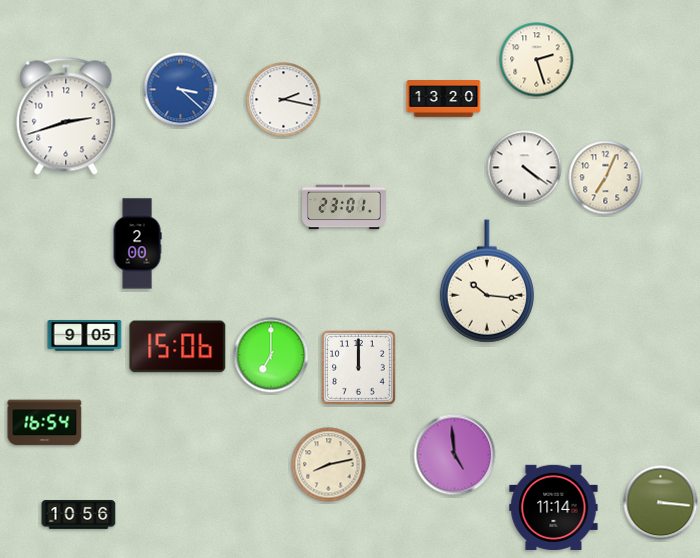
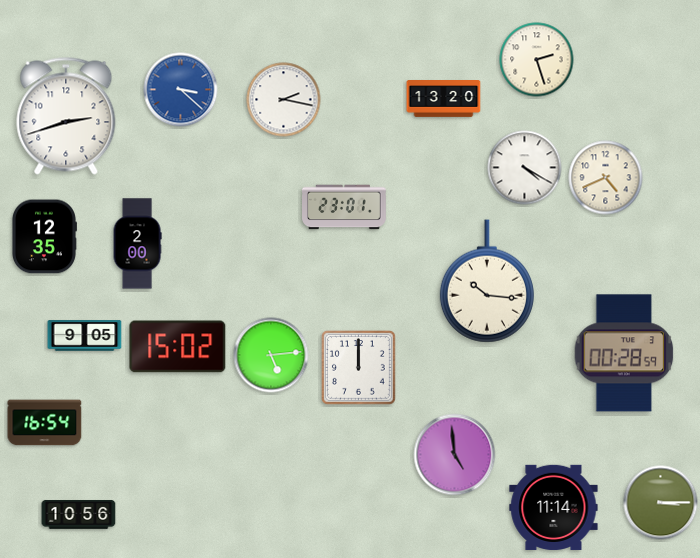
clock at (525, 168): 4:21 -> 4:20
clock at (606, 178): 7:04 -> 4:41
clock at (44, 237): none -> 12:35
clock at (178, 347): 15:06 -> 15:02
clock at (624, 353): none -> 00:28
clock at (271, 355): 7:00 -> 5:14
clock at (329, 465): 8:13 -> none
clock at (661, 503): 3:16 -> 3:15
